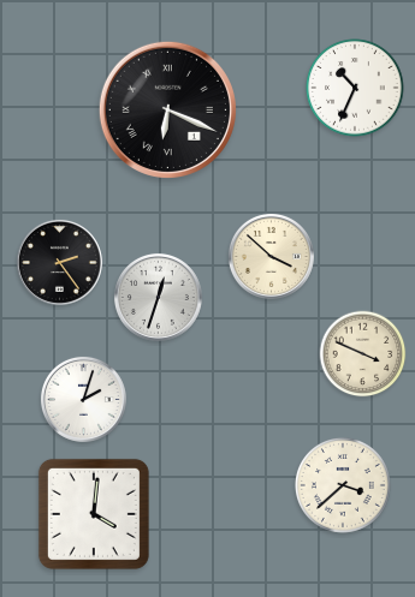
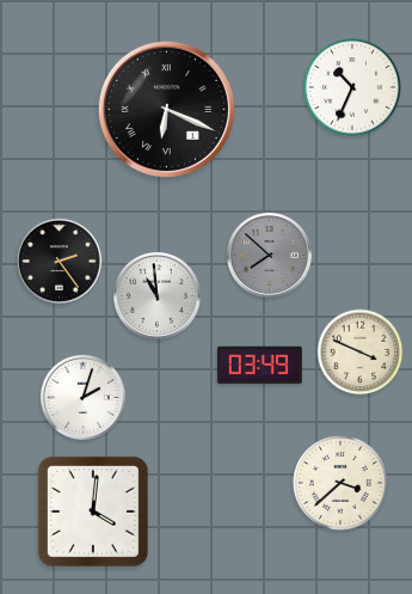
clock at (271, 256): 3:52 -> 7:52
clock at (271, 256) dial: cream -> grey
clock at (158, 297): 12:33 -> 10:59
clock at (259, 366): none -> 03:49
